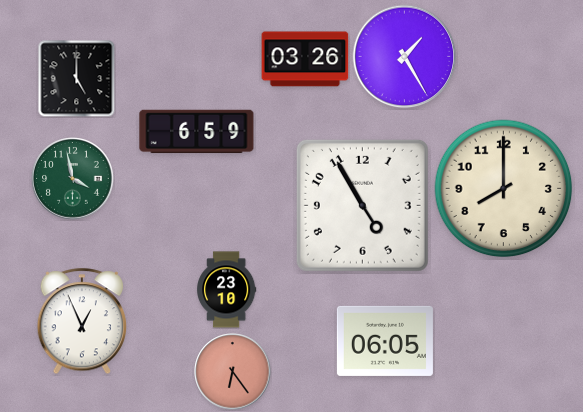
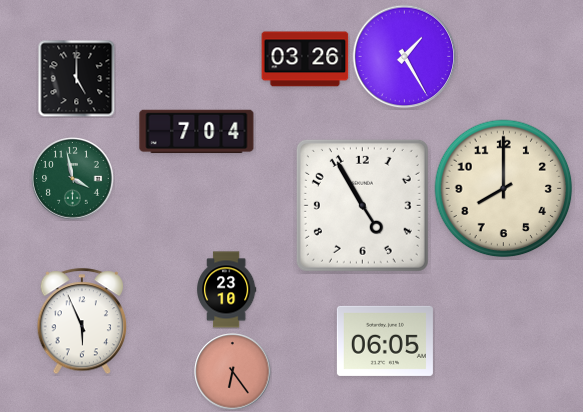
clock at (197, 132): 6:59 -> 7:04
clock at (81, 322): 12:56 -> 5:56
